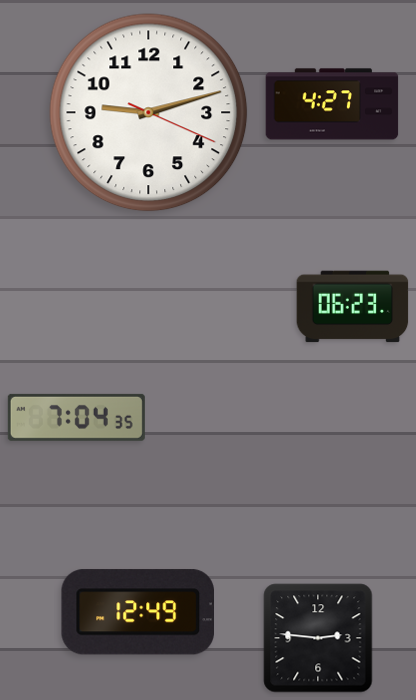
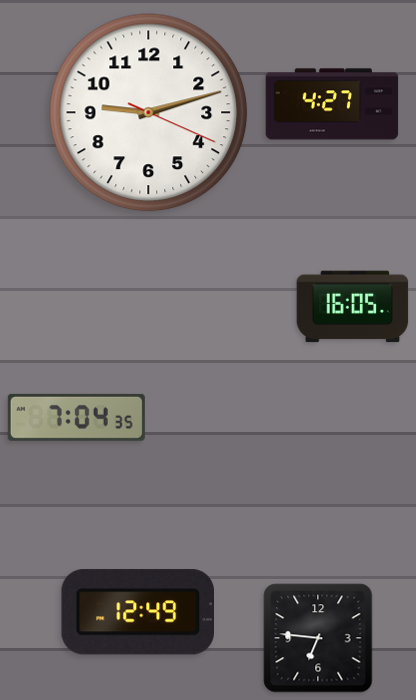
clock at (353, 307): 06:23 -> 16:05
clock at (318, 638): 2:46 -> 6:46
